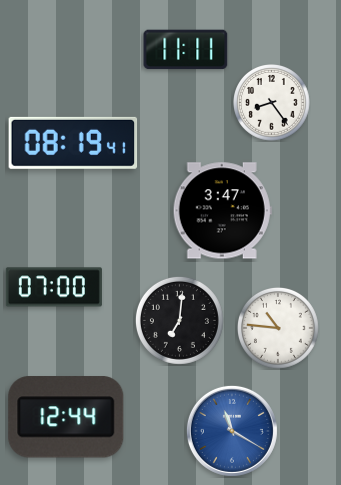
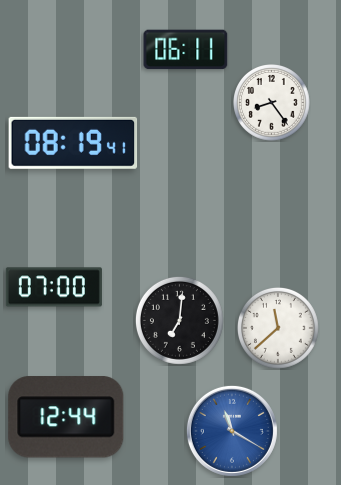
clock at (186, 50): 11:11 -> 06:11
clock at (222, 211): 3:47 -> none
clock at (278, 328): 10:46 -> 11:38
